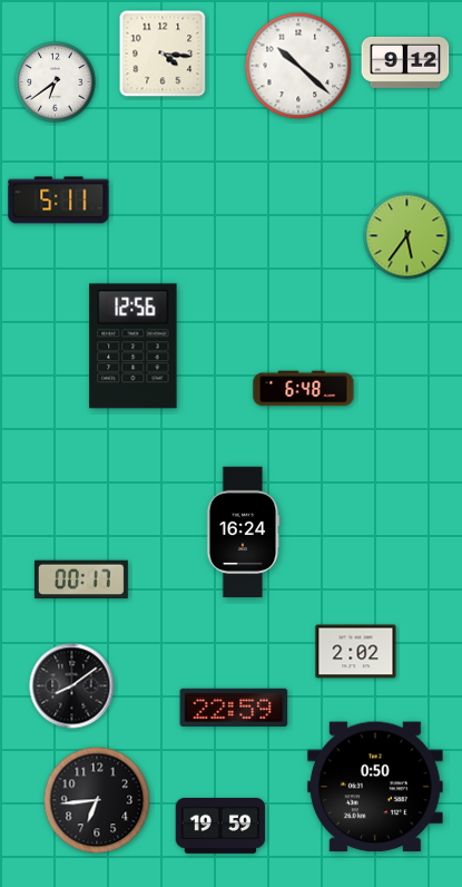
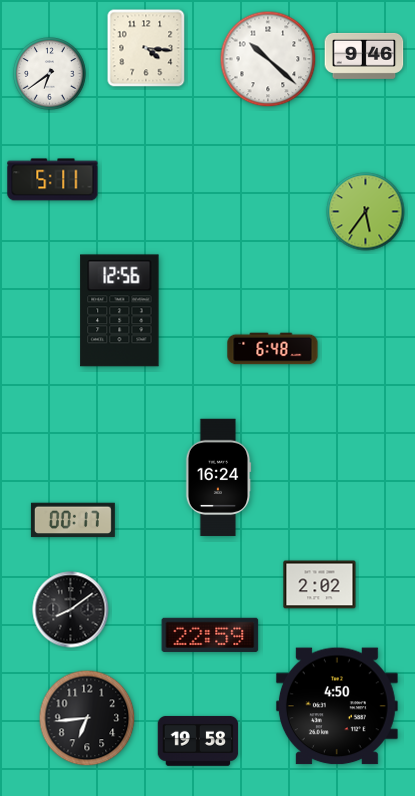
clock at (405, 62): 9:12 -> 9:46
clock at (72, 686) position: (72, 686) -> (71, 610)
clock at (375, 787): 0:50 -> 4:50
clock at (220, 826): 19:59 -> 19:58
